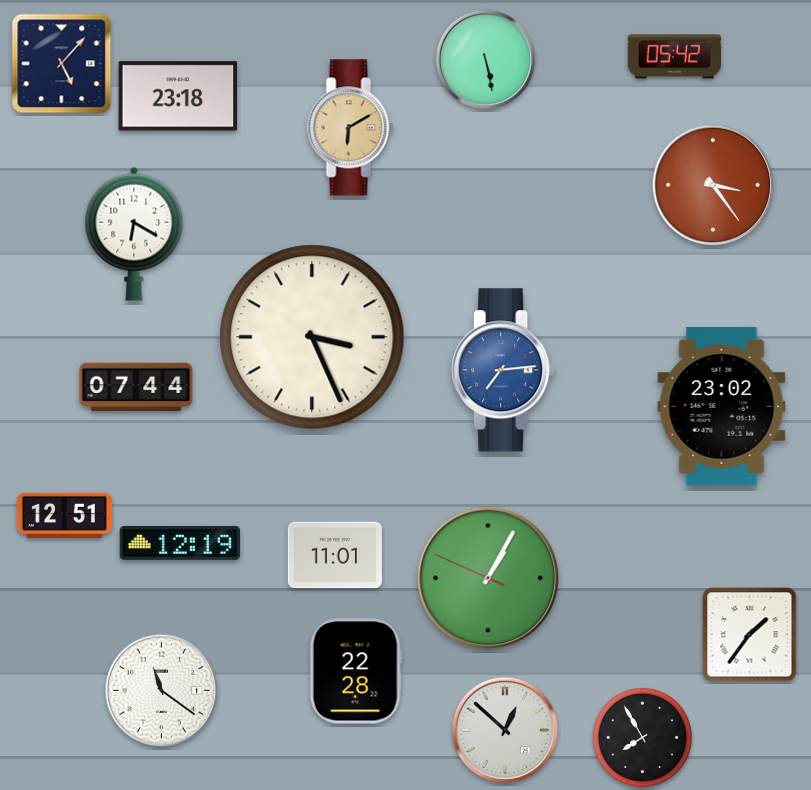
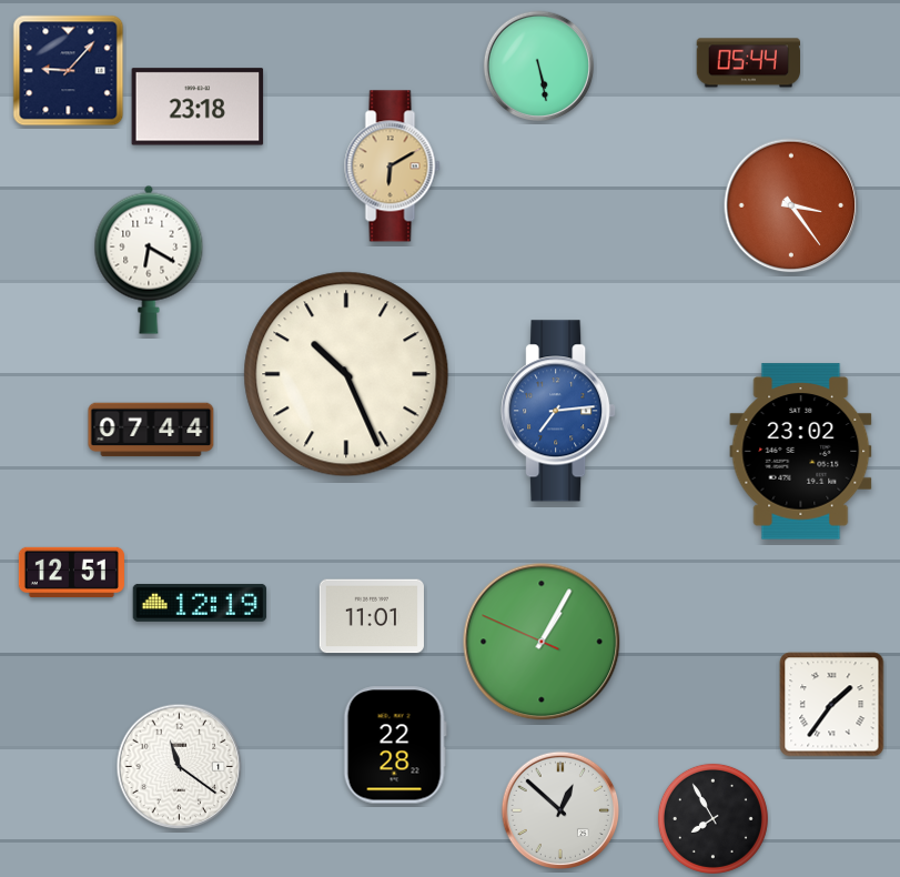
clock at (674, 57): 05:42 -> 05:44
clock at (62, 64): 5:07 -> 9:07
clock at (351, 128) position: (351, 128) -> (393, 167)
clock at (312, 337): 3:26 -> 10:26
